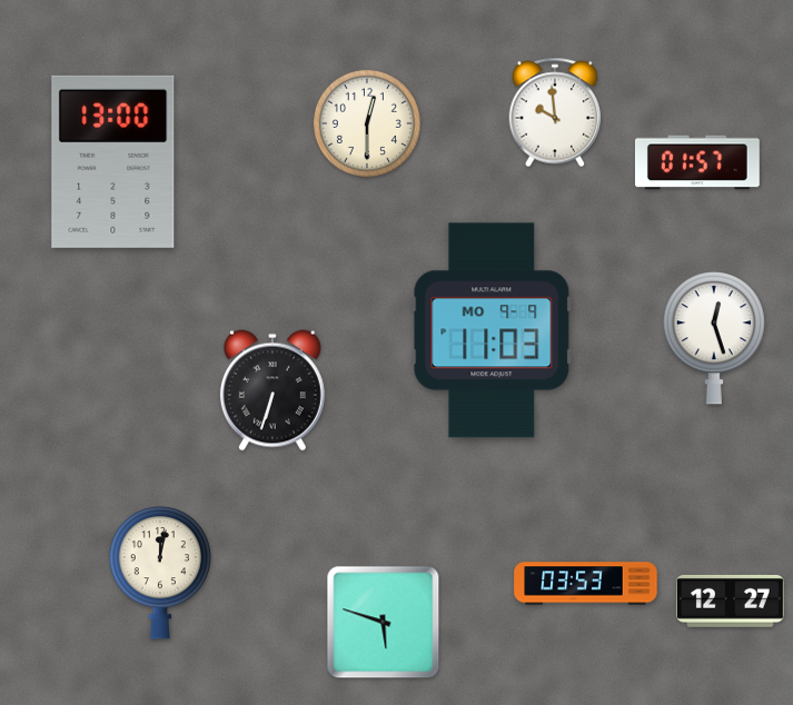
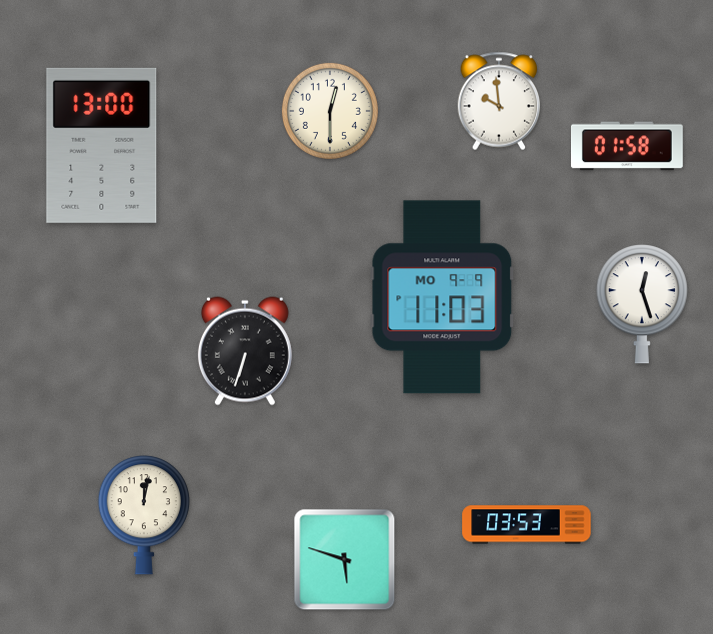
clock at (697, 162): 01:57 -> 01:58
clock at (730, 600): 12:27 -> none
